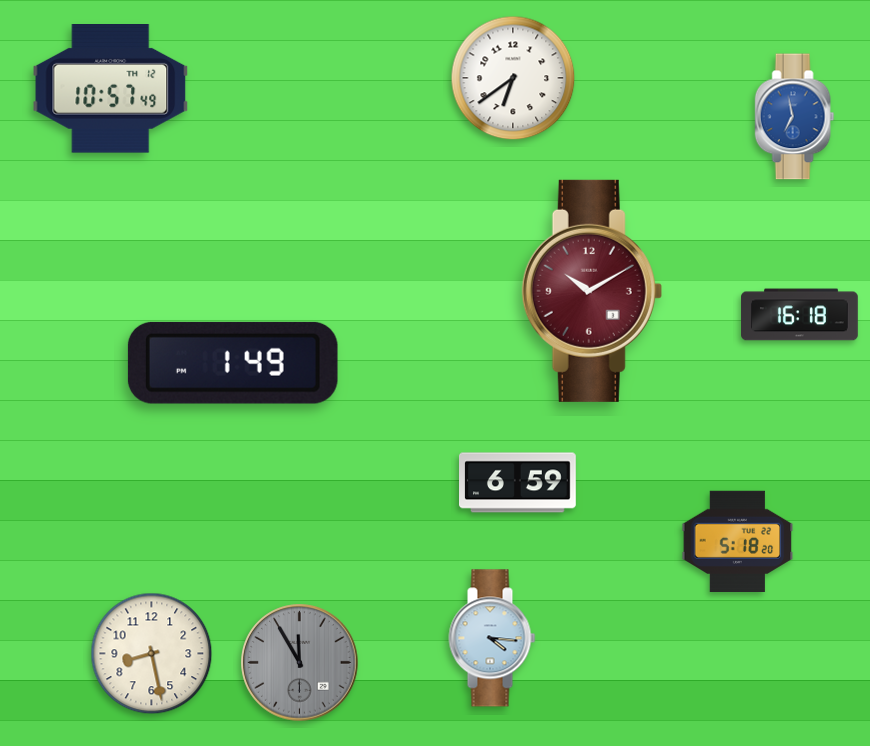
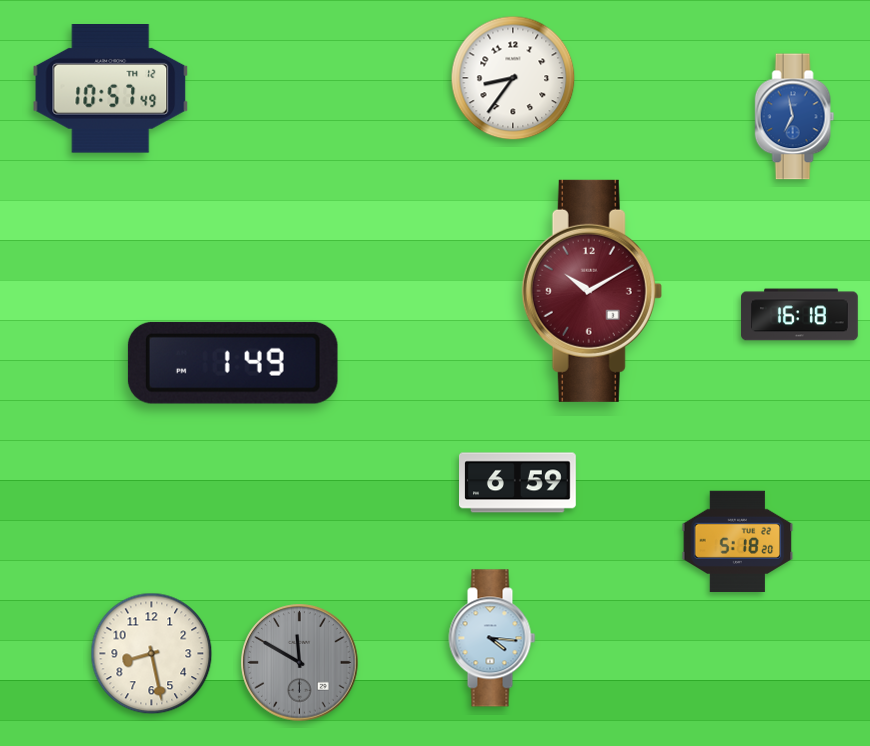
clock at (513, 78): 6:39 -> 8:36
clock at (300, 663): 11:55 -> 11:50
